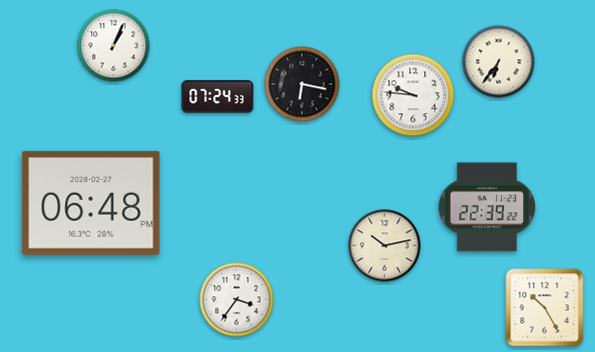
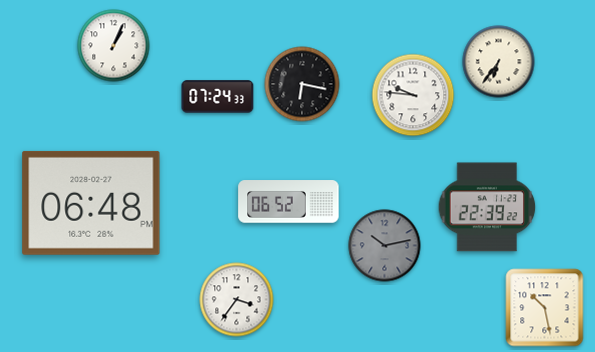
clock at (289, 202): none -> 06:52
clock at (385, 246) dial: cream -> grey
clock at (545, 308): 10:25 -> 10:28
